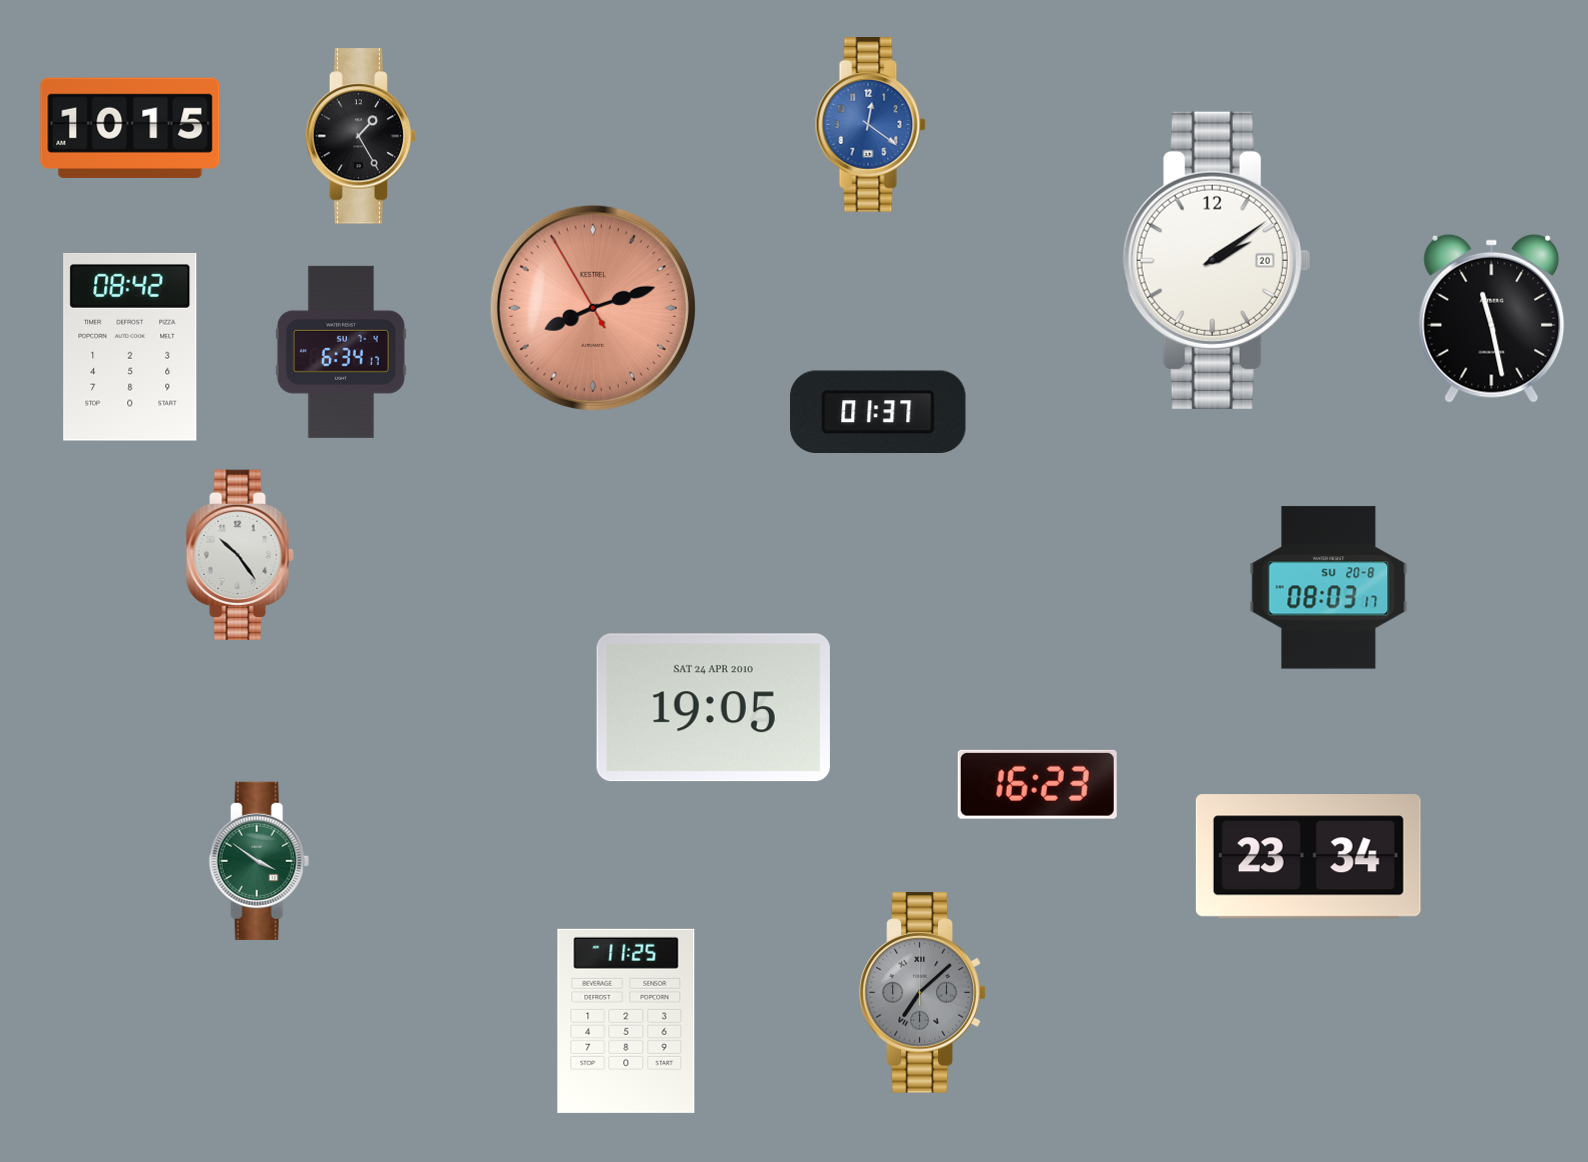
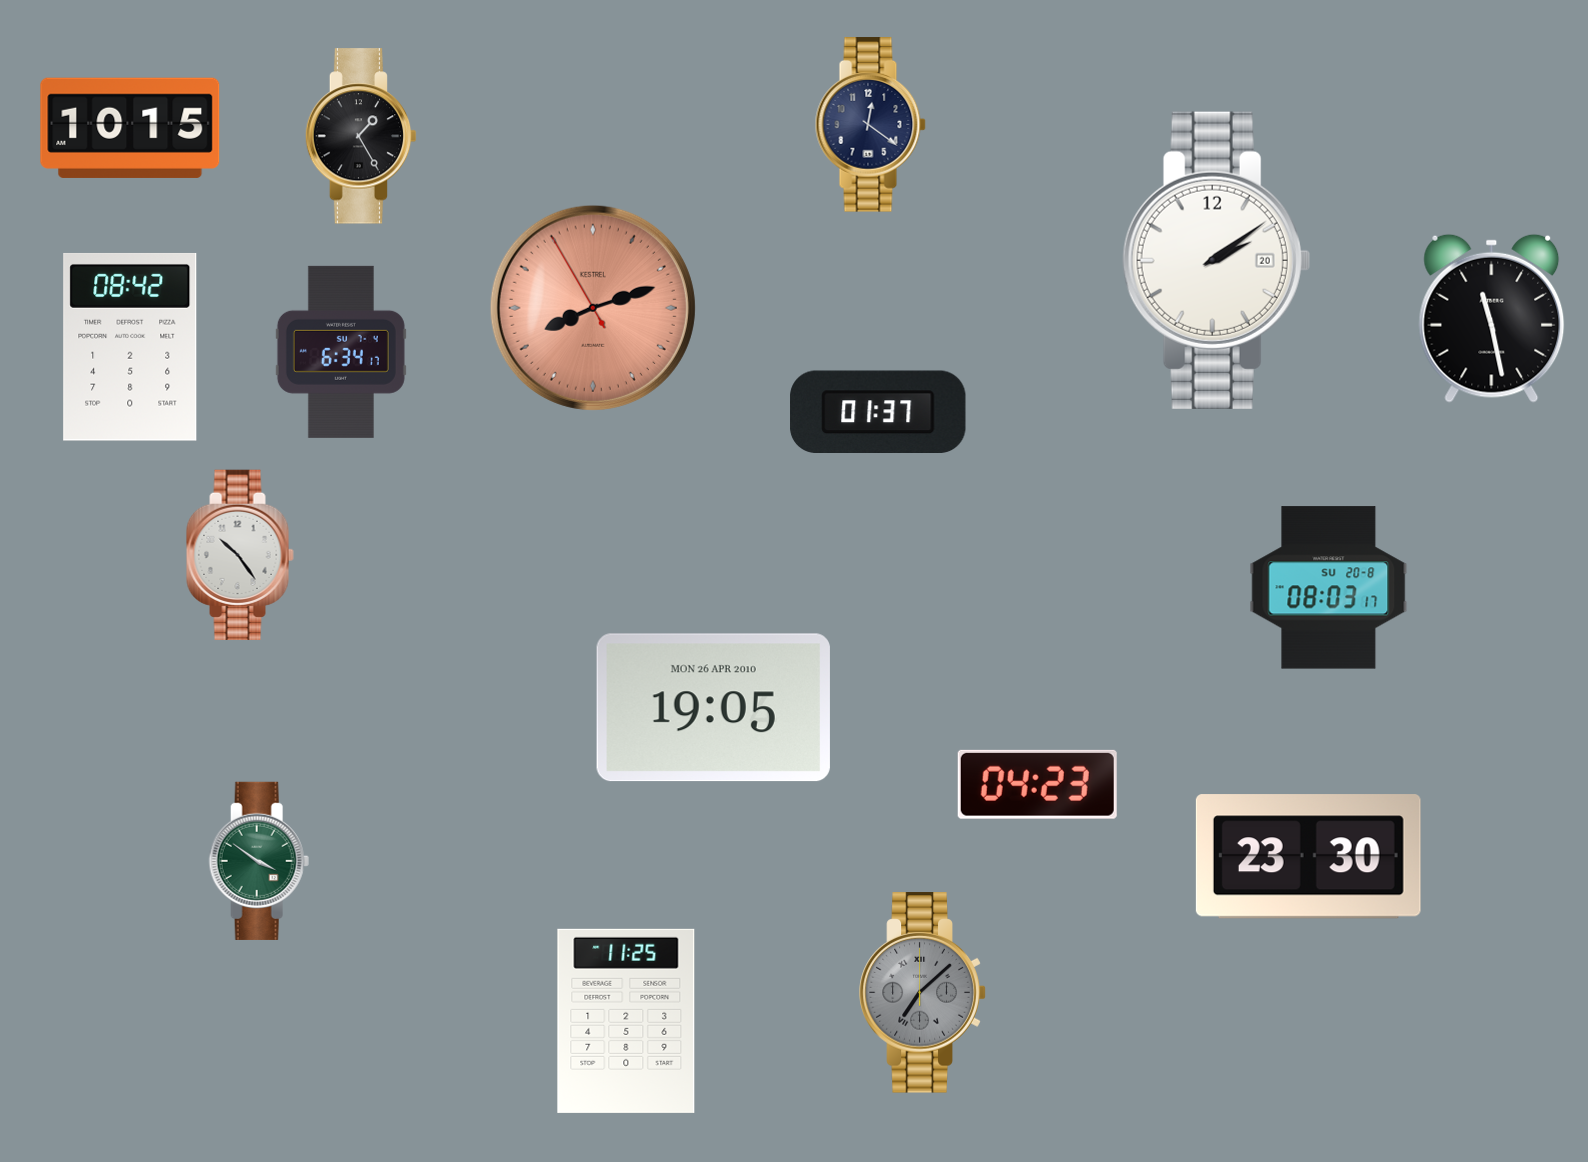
clock at (870, 125) dial: blue -> navy
clock at (713, 708) date: SAT 24 APR 2010 -> MON 26 APR 2010
clock at (1037, 784): 16:23 -> 04:23
clock at (1308, 857): 23:34 -> 23:30
